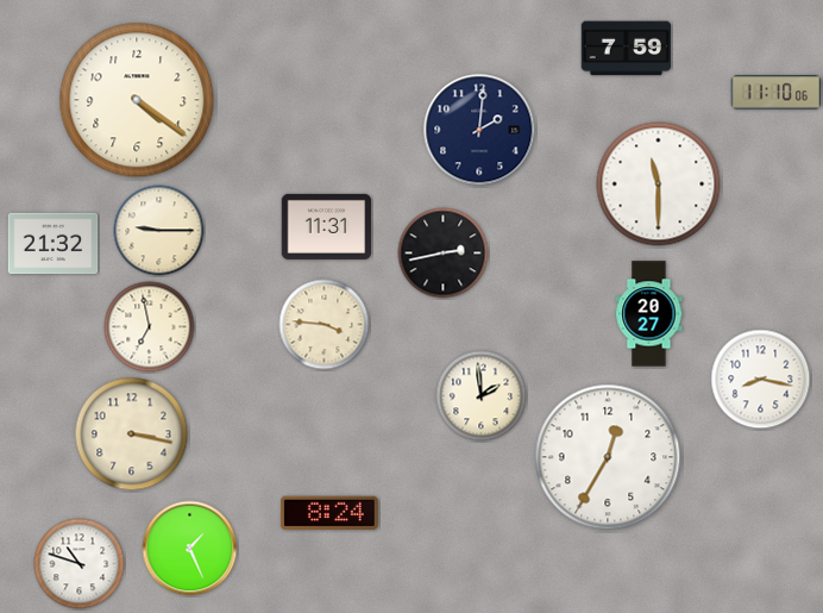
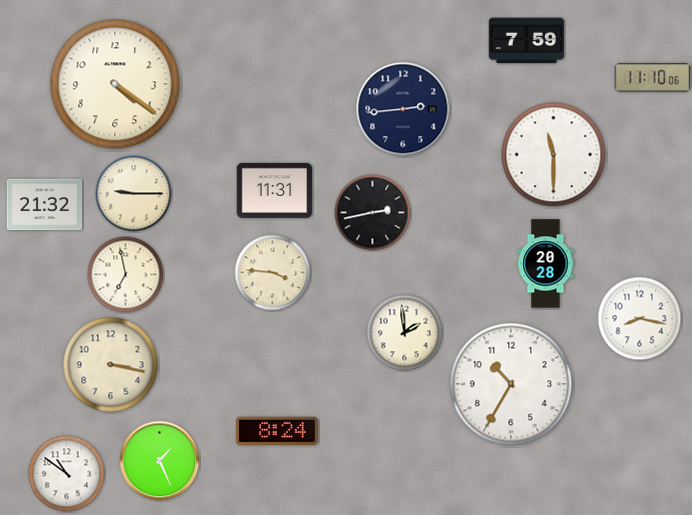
clock at (479, 130): 2:01 -> 2:44
clock at (649, 314): 20:27 -> 20:28
clock at (608, 457): 12:35 -> 10:35
clock at (80, 564): 10:48 -> 10:51
